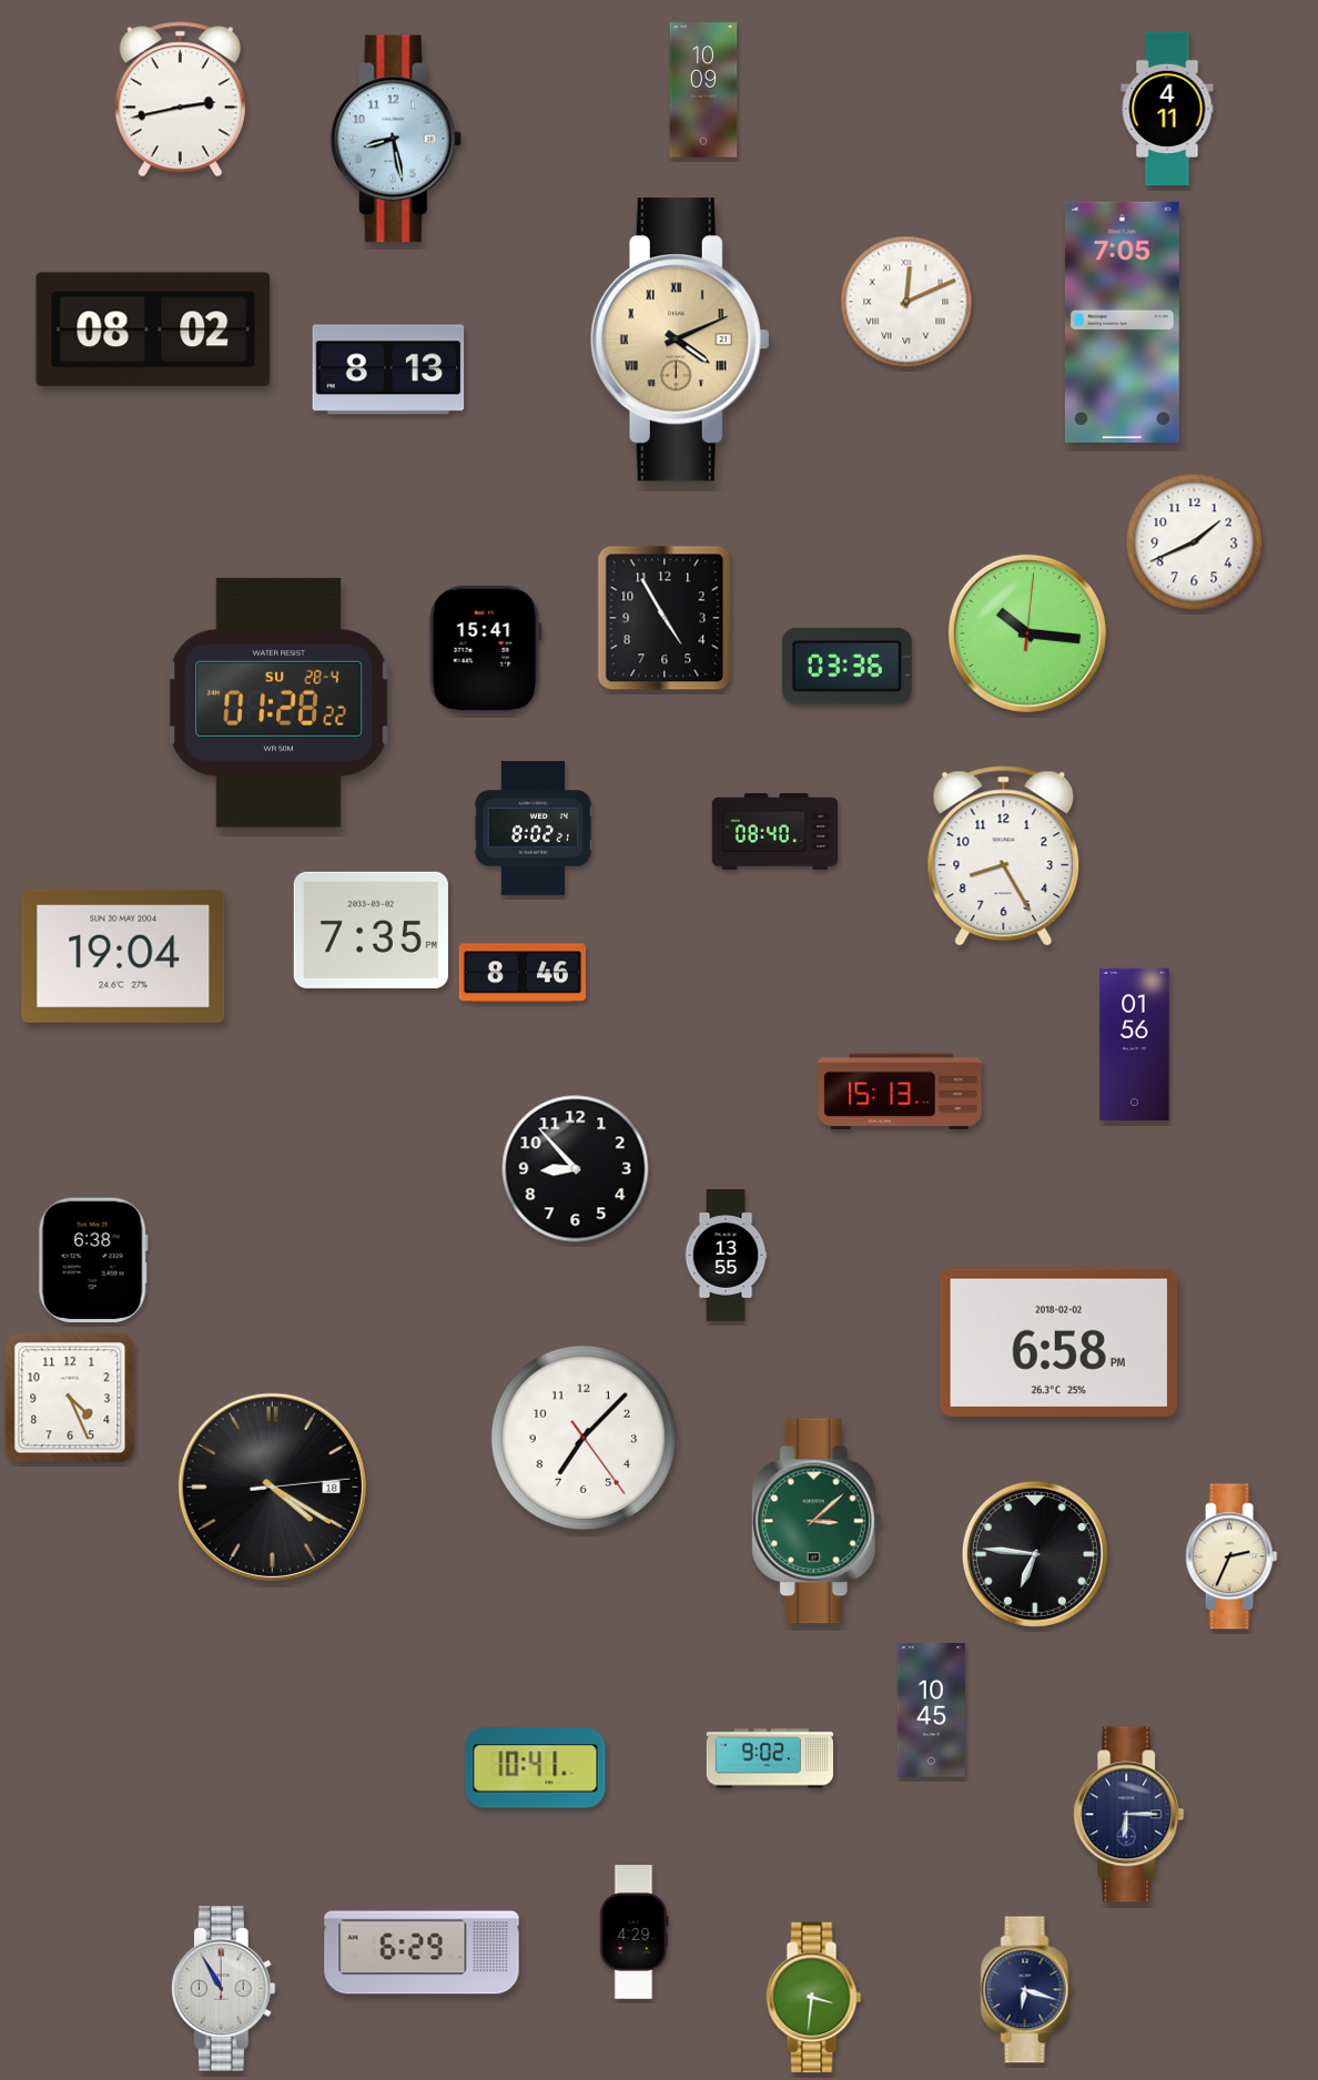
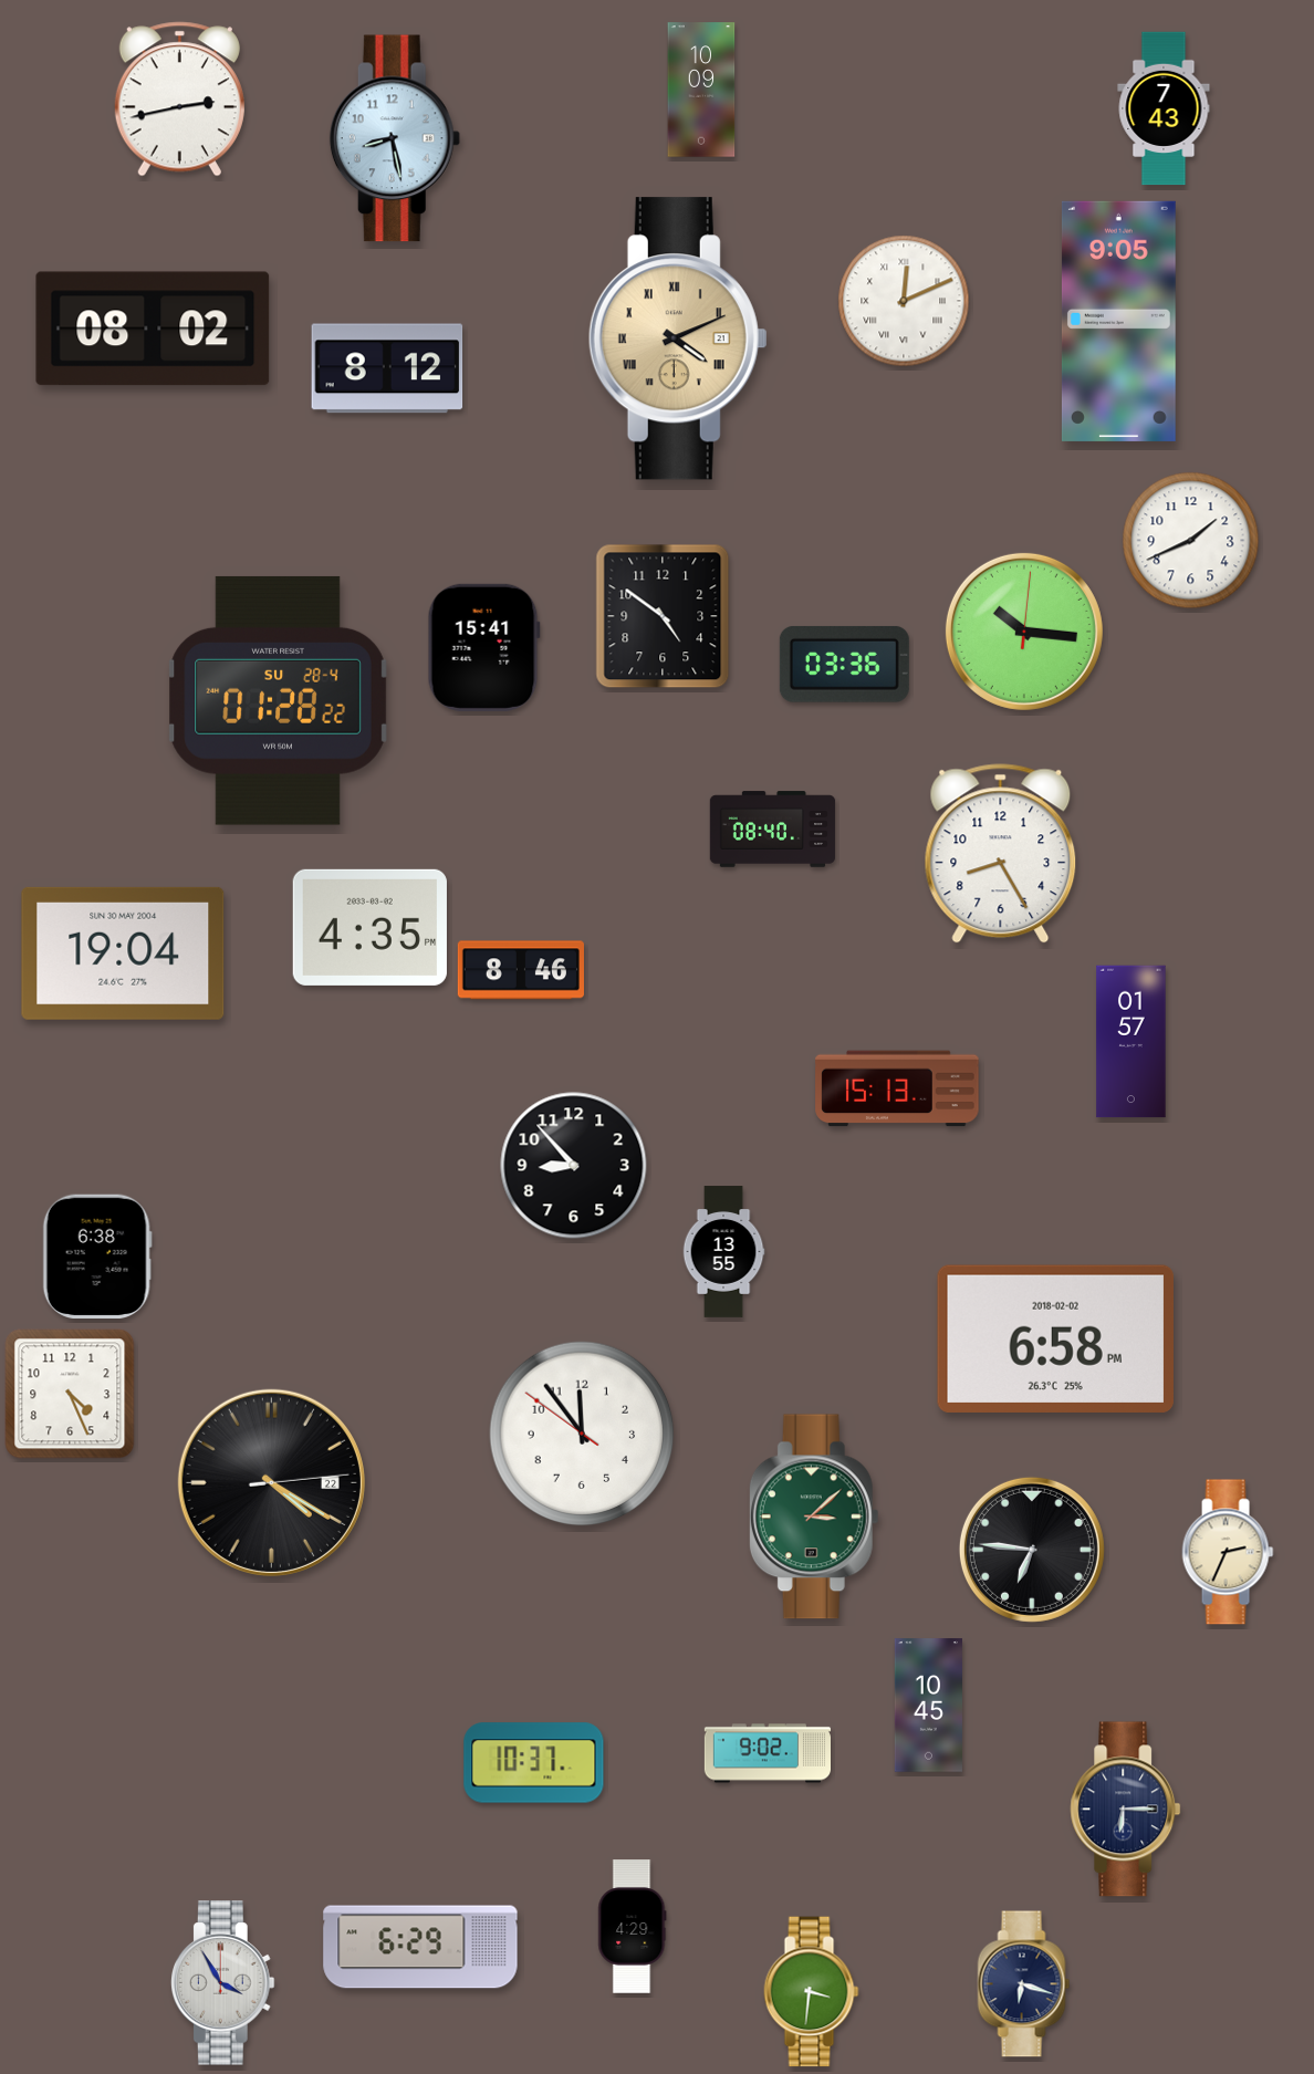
clock at (1167, 109): 4:11 -> 7:43
clock at (1122, 322): 7:05 -> 9:05
clock at (388, 369): 8:13 -> 8:12
clock at (665, 618): 4:55 -> 4:51
clock at (534, 829): 8:02 -> none
clock at (371, 930): 7:35 -> 4:35
clock at (1135, 1045): 01:56 -> 01:57
clock at (93, 1259) position: (93, 1259) -> (97, 1255)
clock at (584, 1438): 7:07 -> 11:53
clock at (272, 1487) date: 18 -> 22
clock at (536, 1768): 10:41 -> 10:37
clock at (223, 1989): 10:55 -> 3:55
